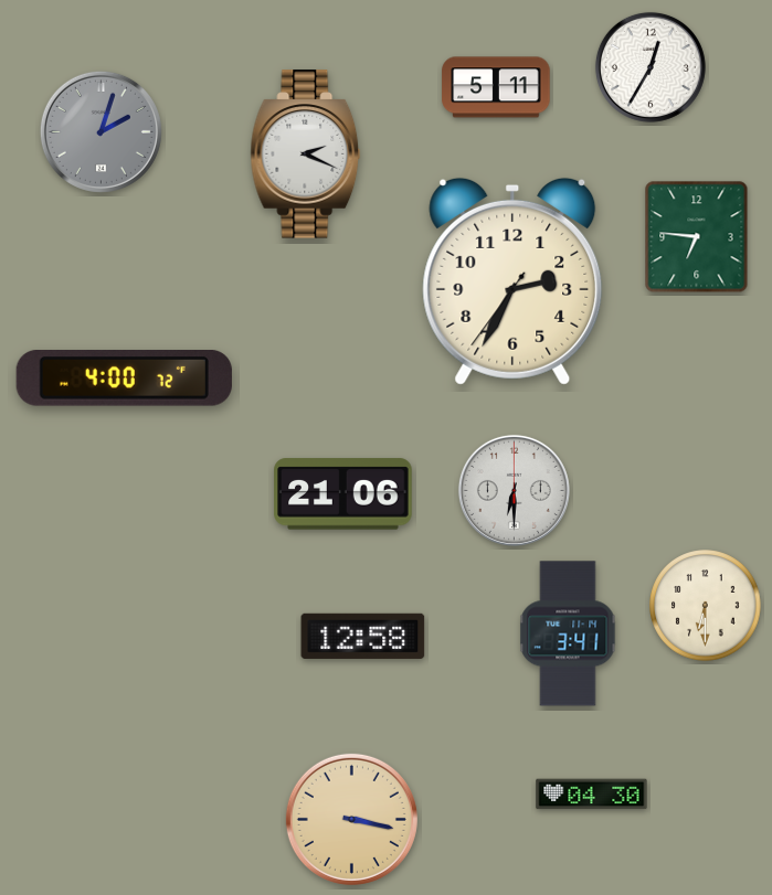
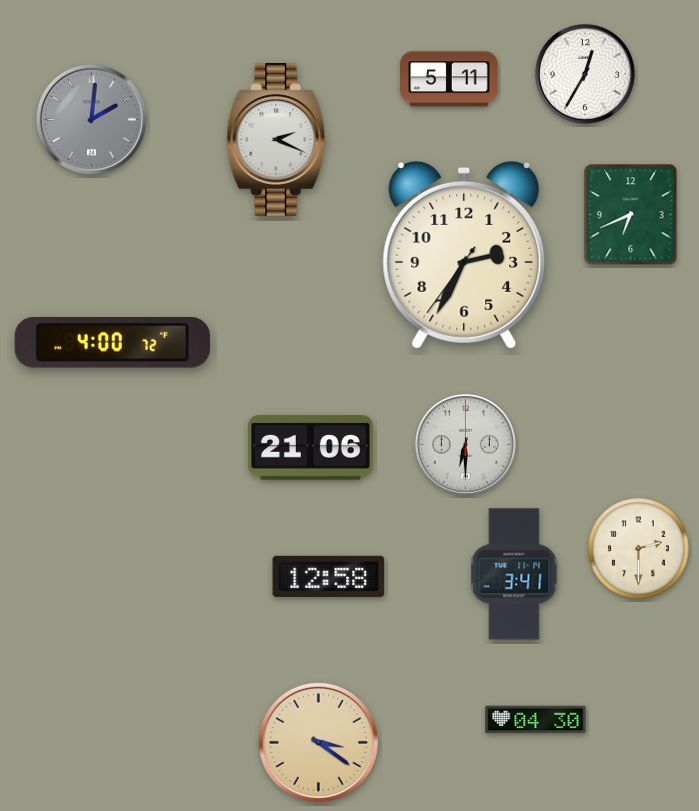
clock at (651, 67) position: (651, 67) -> (585, 74)
clock at (101, 131): 2:03 -> 2:01
clock at (697, 237): 6:46 -> 6:41
clock at (706, 606): 6:30 -> 2:30
clock at (351, 819): 3:17 -> 3:21
